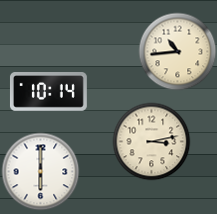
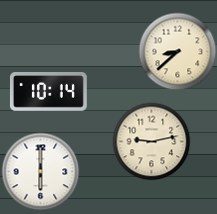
clock at (177, 51): 10:44 -> 8:38
clock at (151, 141): 3:13 -> 9:13
